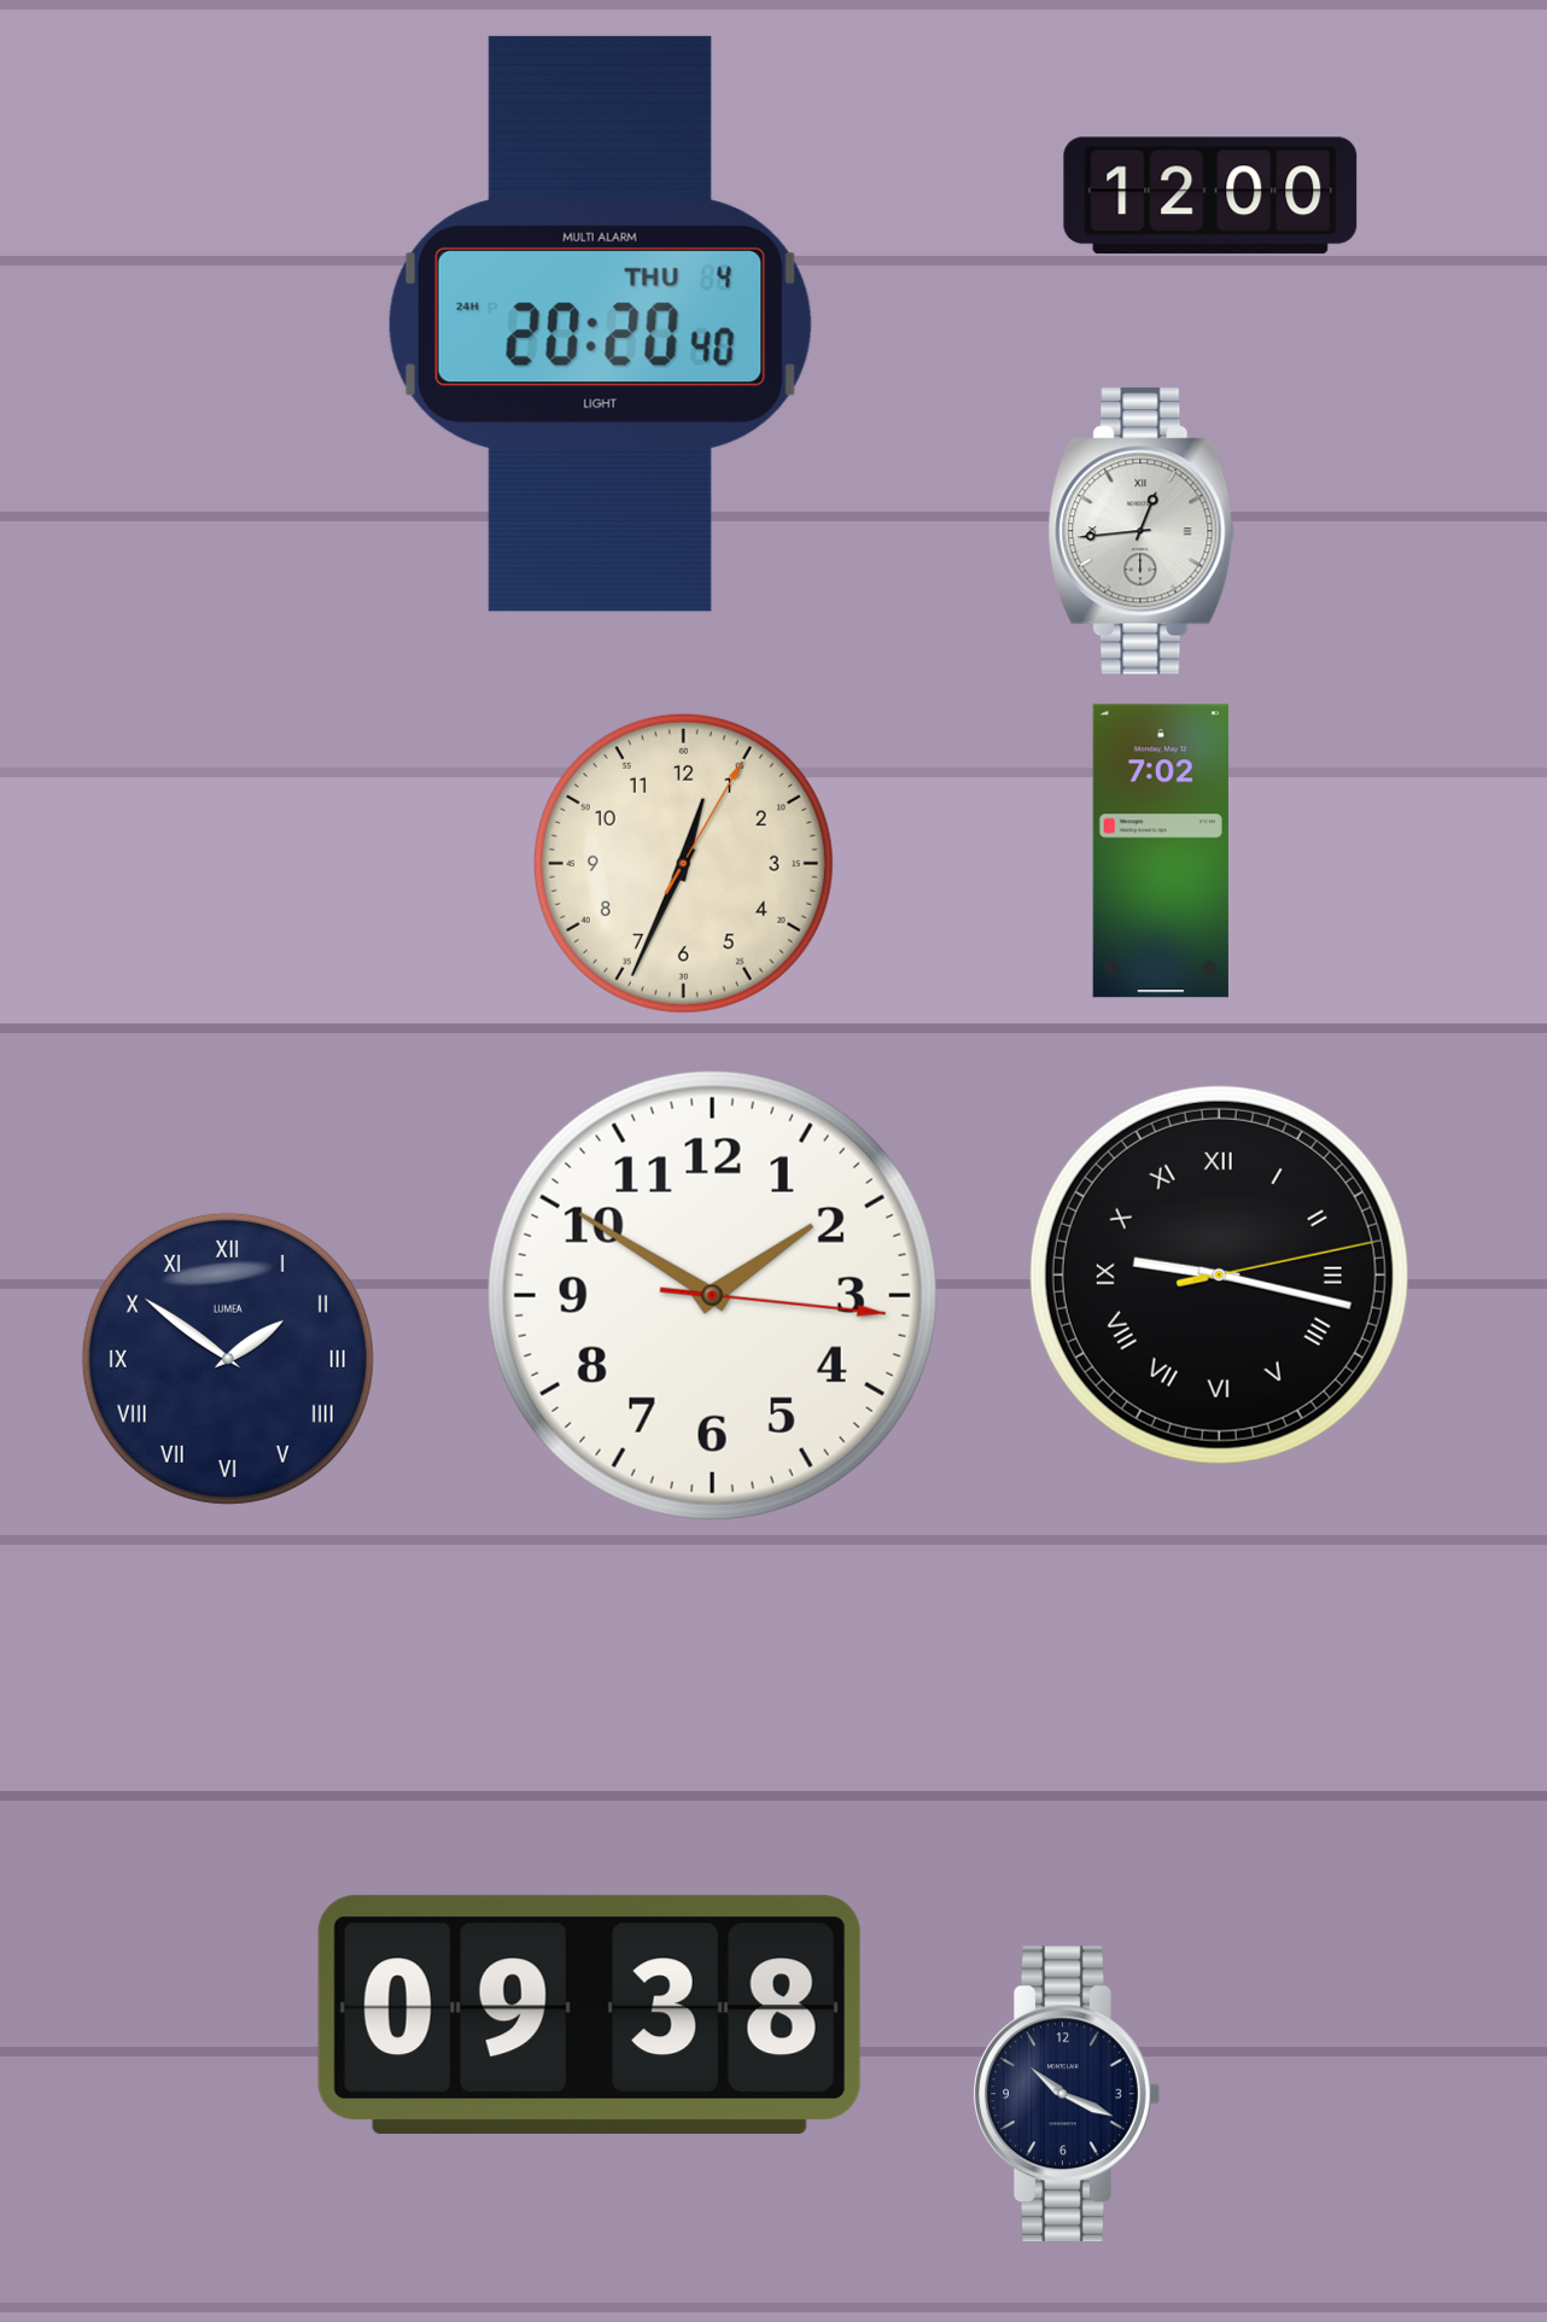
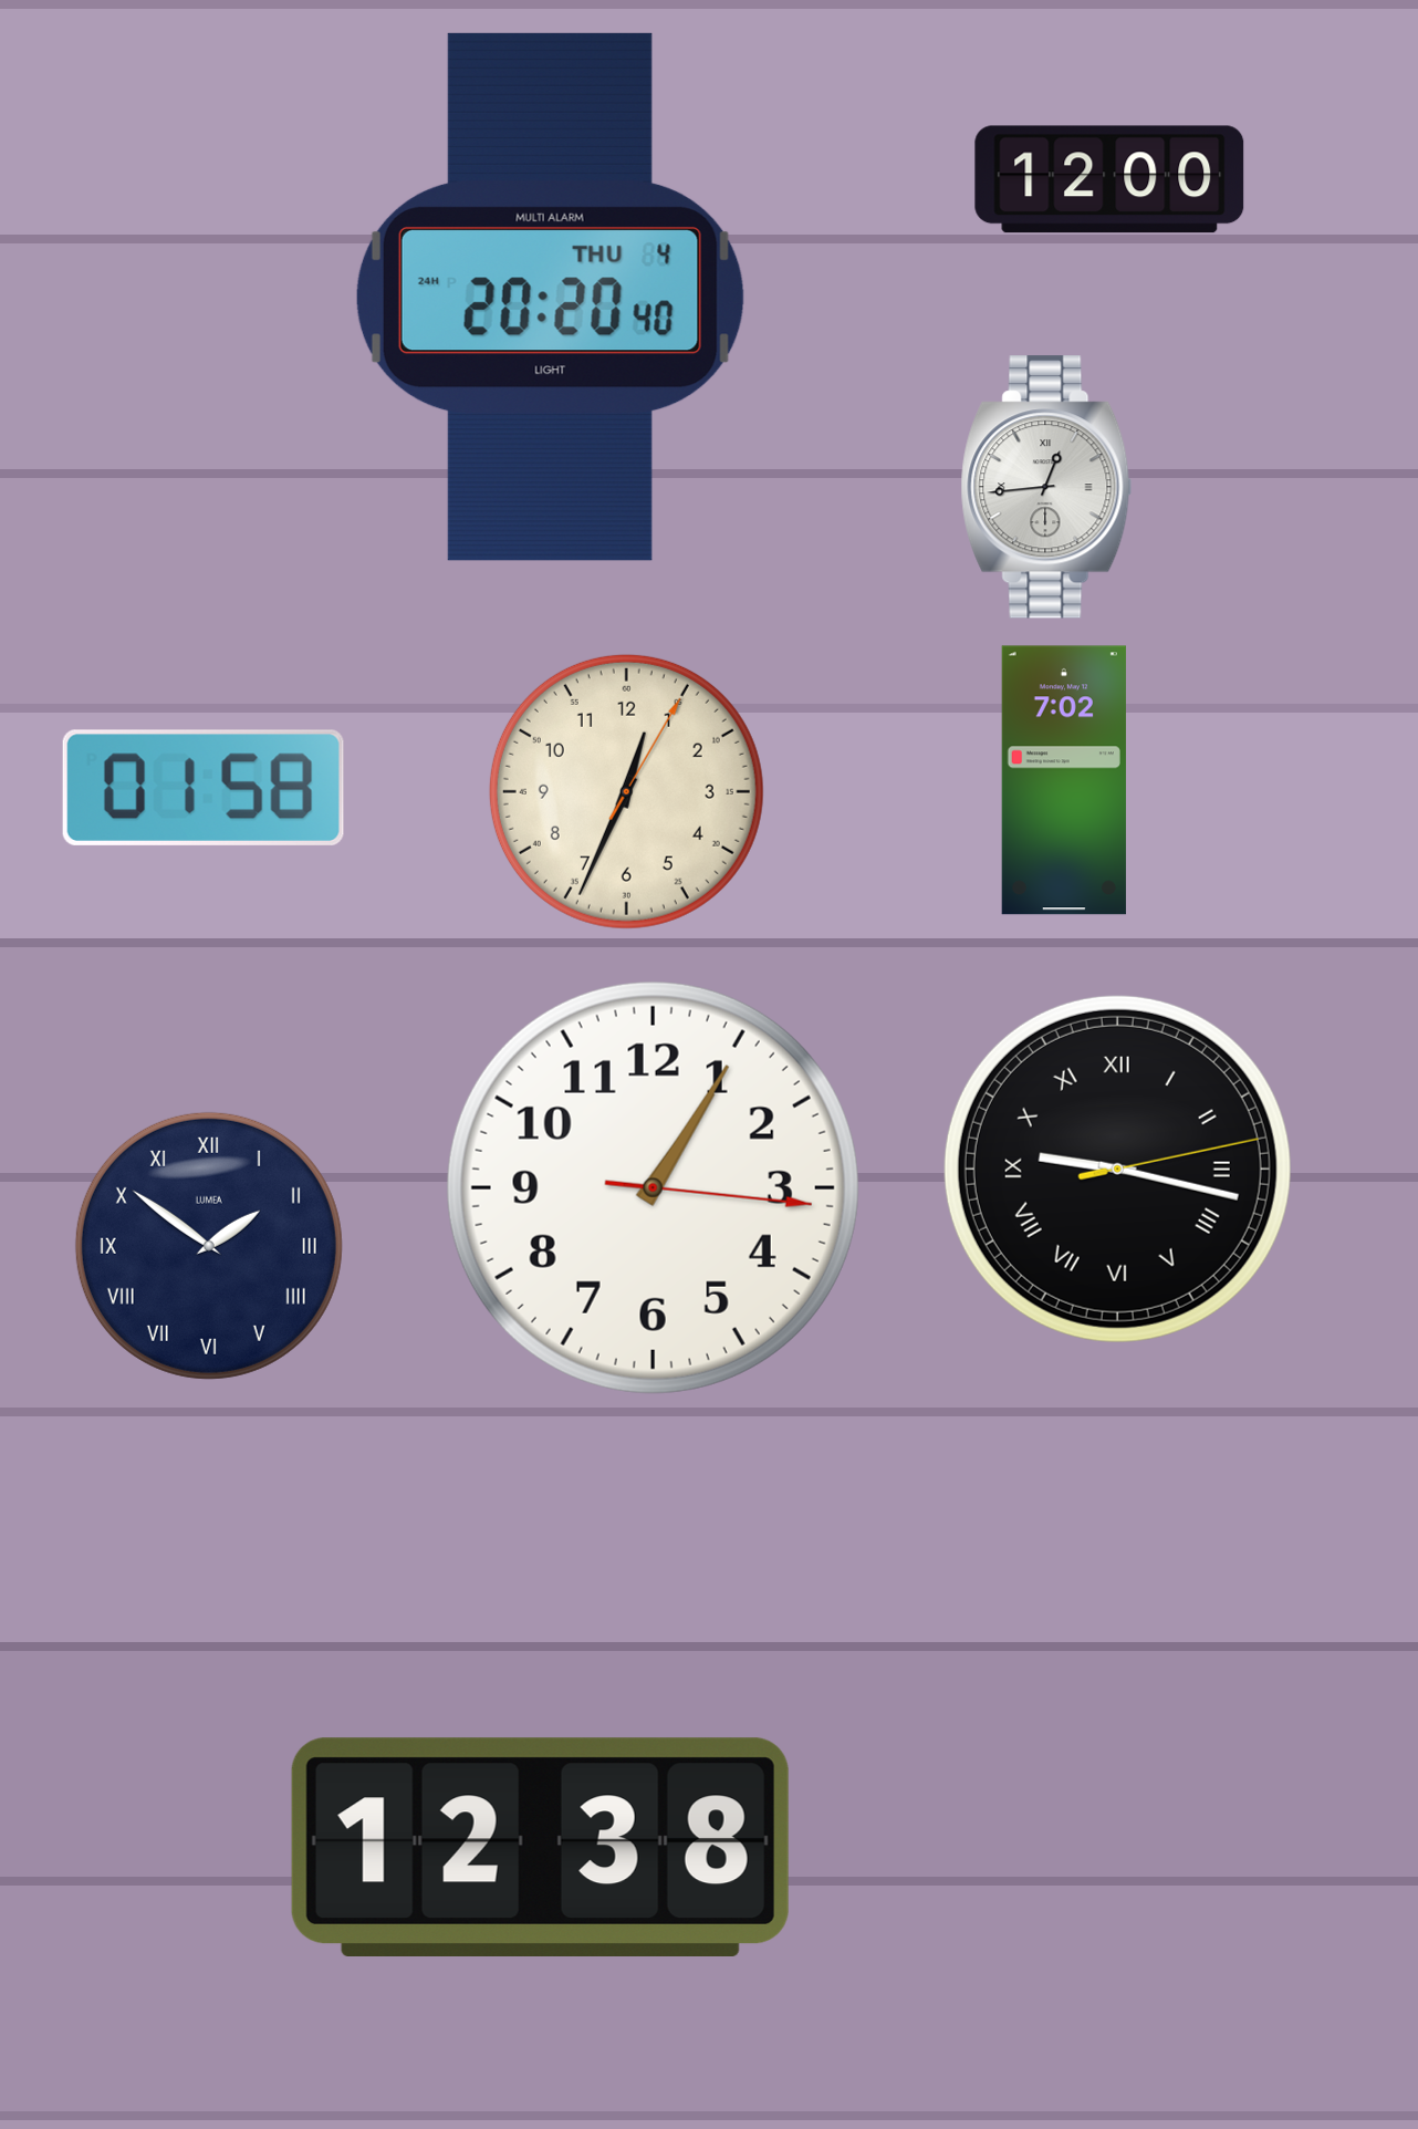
clock at (204, 788): none -> 01:58
clock at (712, 1295): 1:50 -> 1:05
clock at (589, 2014): 09:38 -> 12:38
clock at (1067, 2094): 10:19 -> none
